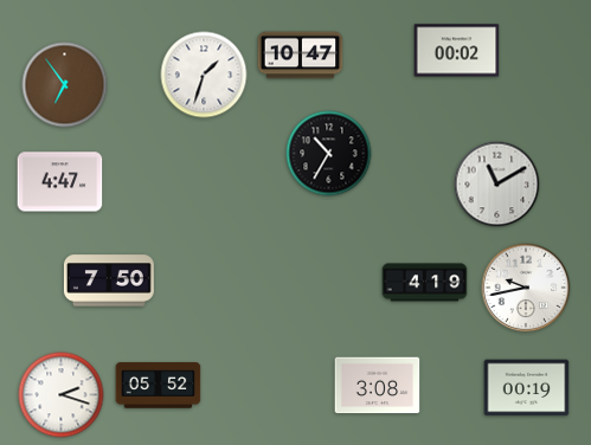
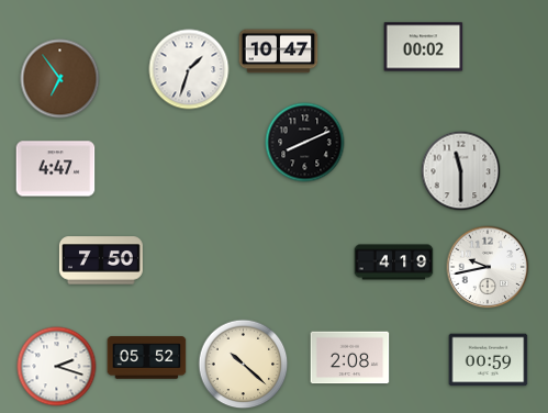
clock at (329, 154): 10:35 -> 8:11
clock at (497, 185): 11:10 -> 11:30
clock at (378, 386): 3:08 -> 2:08
clock at (527, 388): 00:19 -> 00:59
clock at (244, 365): none -> 10:22
